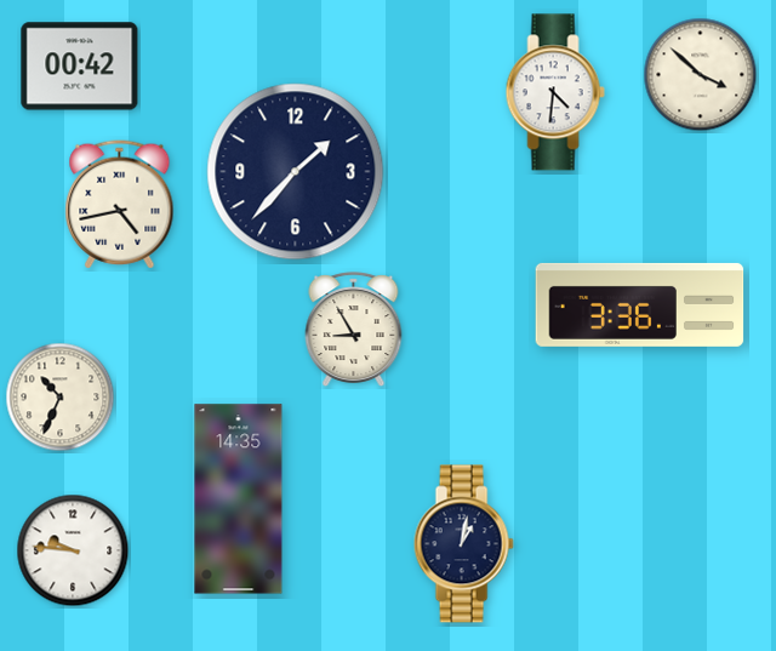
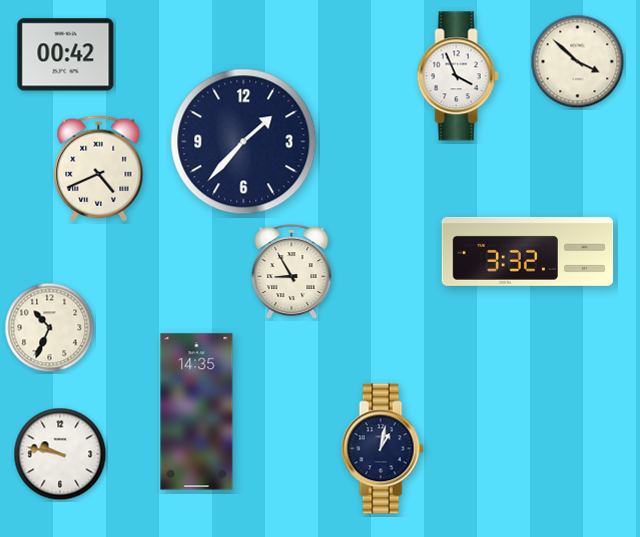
clock at (555, 92): 4:31 -> 3:56
clock at (120, 205): 4:43 -> 4:41
clock at (640, 304): 3:36 -> 3:32
clock at (73, 550): 9:46 -> 9:47
